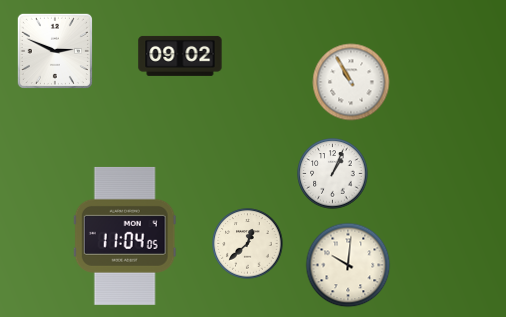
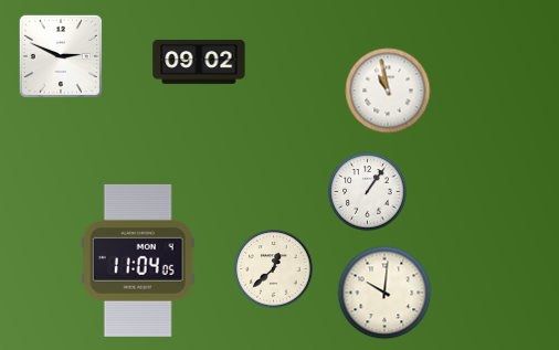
clock at (351, 82): 10:55 -> 10:58
clock at (333, 174): 1:04 -> 1:06
